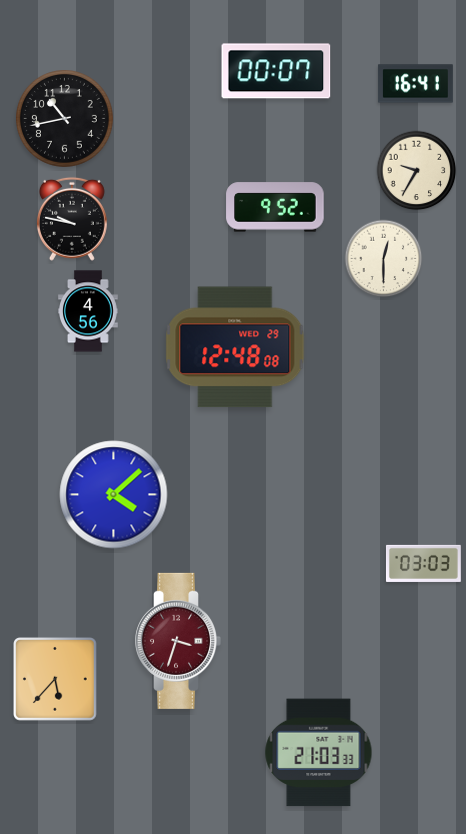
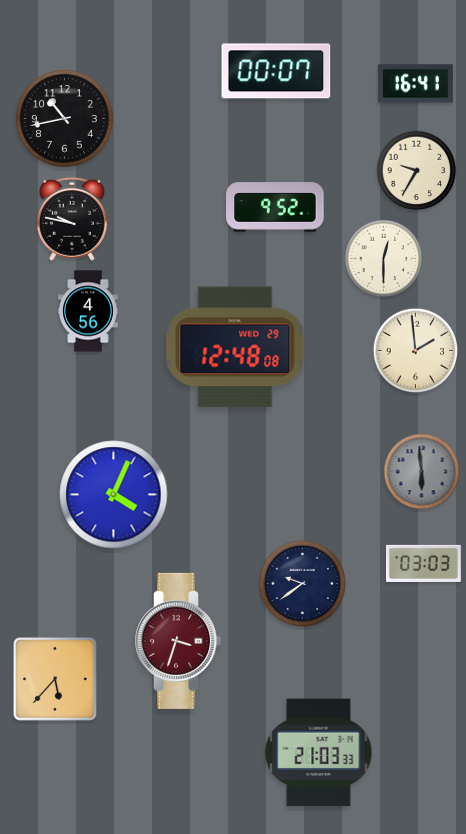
clock at (416, 351): none -> 1:59
clock at (422, 472): none -> 5:59
clock at (114, 495): 4:08 -> 4:04
clock at (302, 583): none -> 9:39
